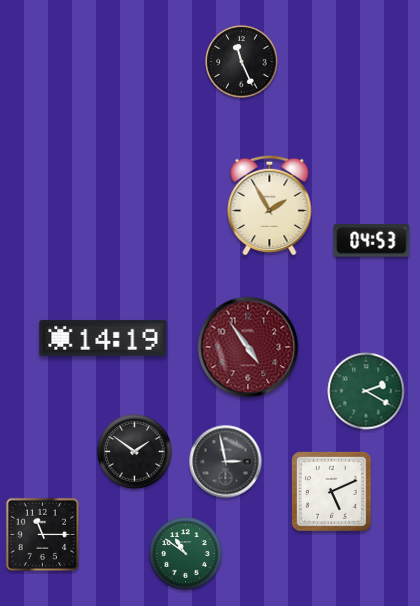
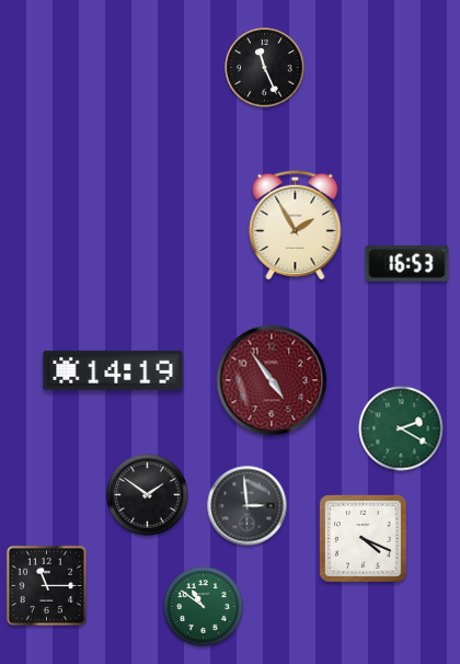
clock at (372, 241): 04:53 -> 16:53
clock at (226, 462): 2:58 -> 2:59
clock at (332, 492): 5:11 -> 4:19
